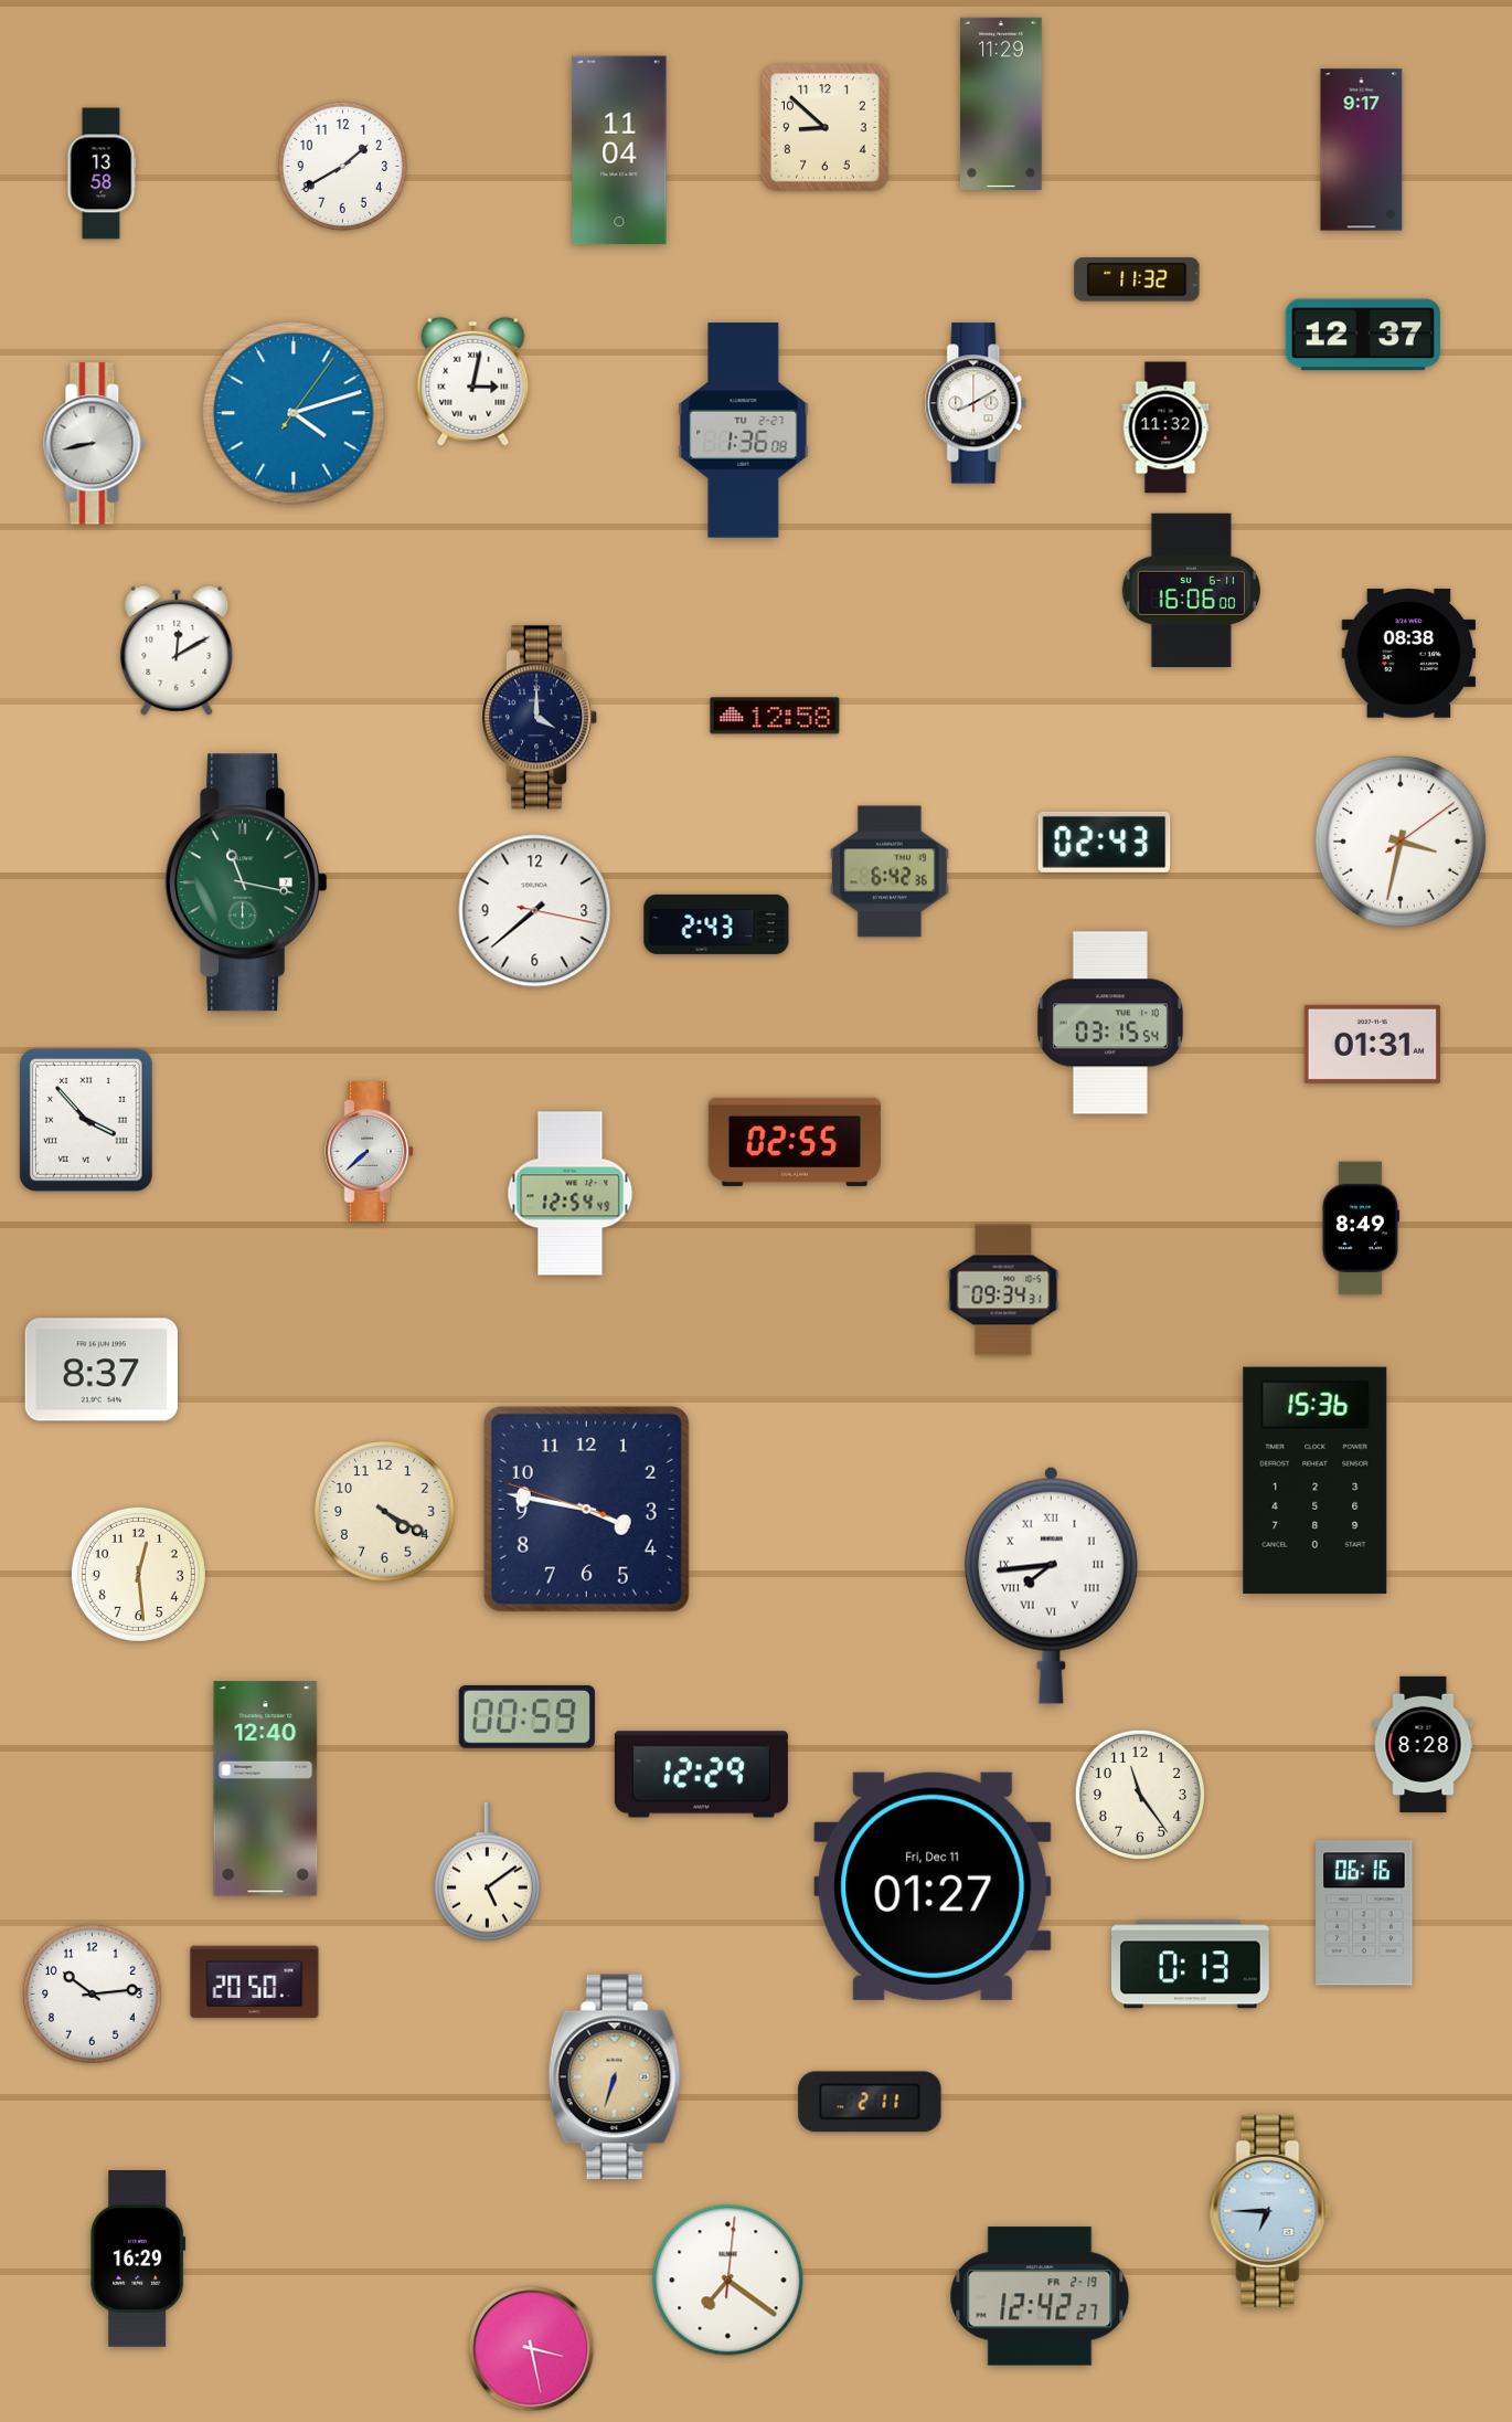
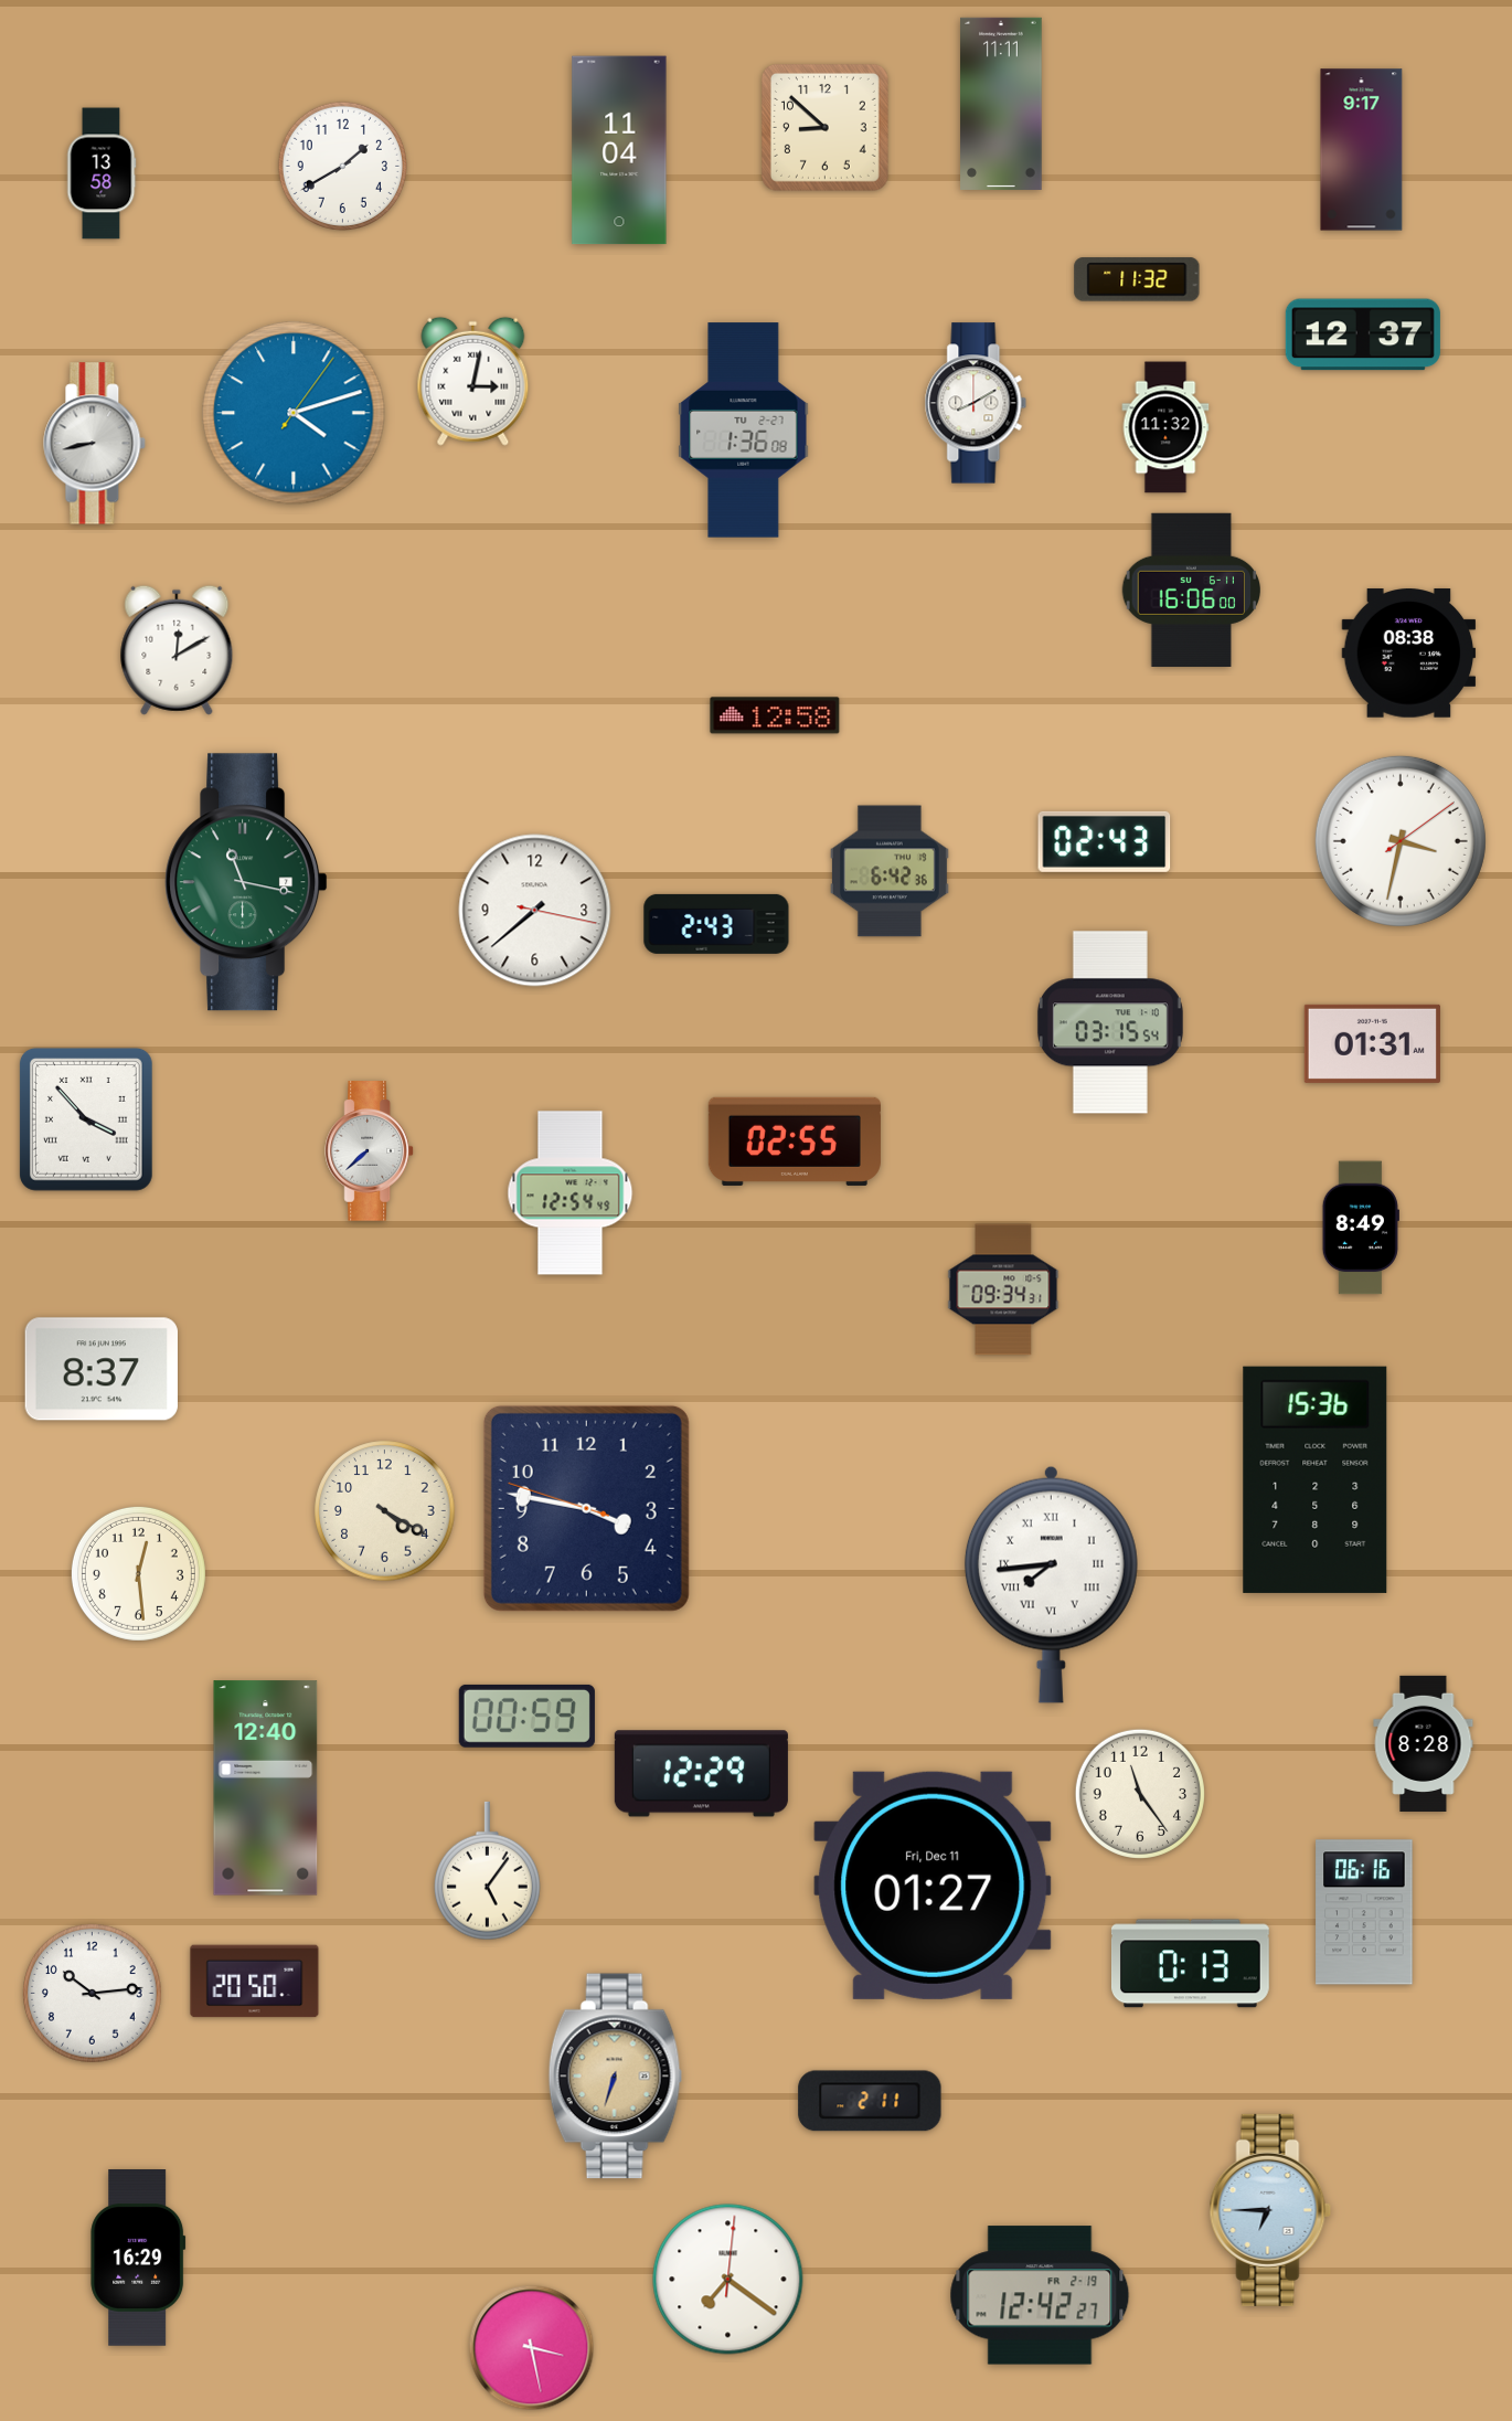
clock at (1001, 104): 11:29 -> 11:11
clock at (540, 718): 4:00 -> none
clock at (487, 1872): 5:09 -> 5:06
